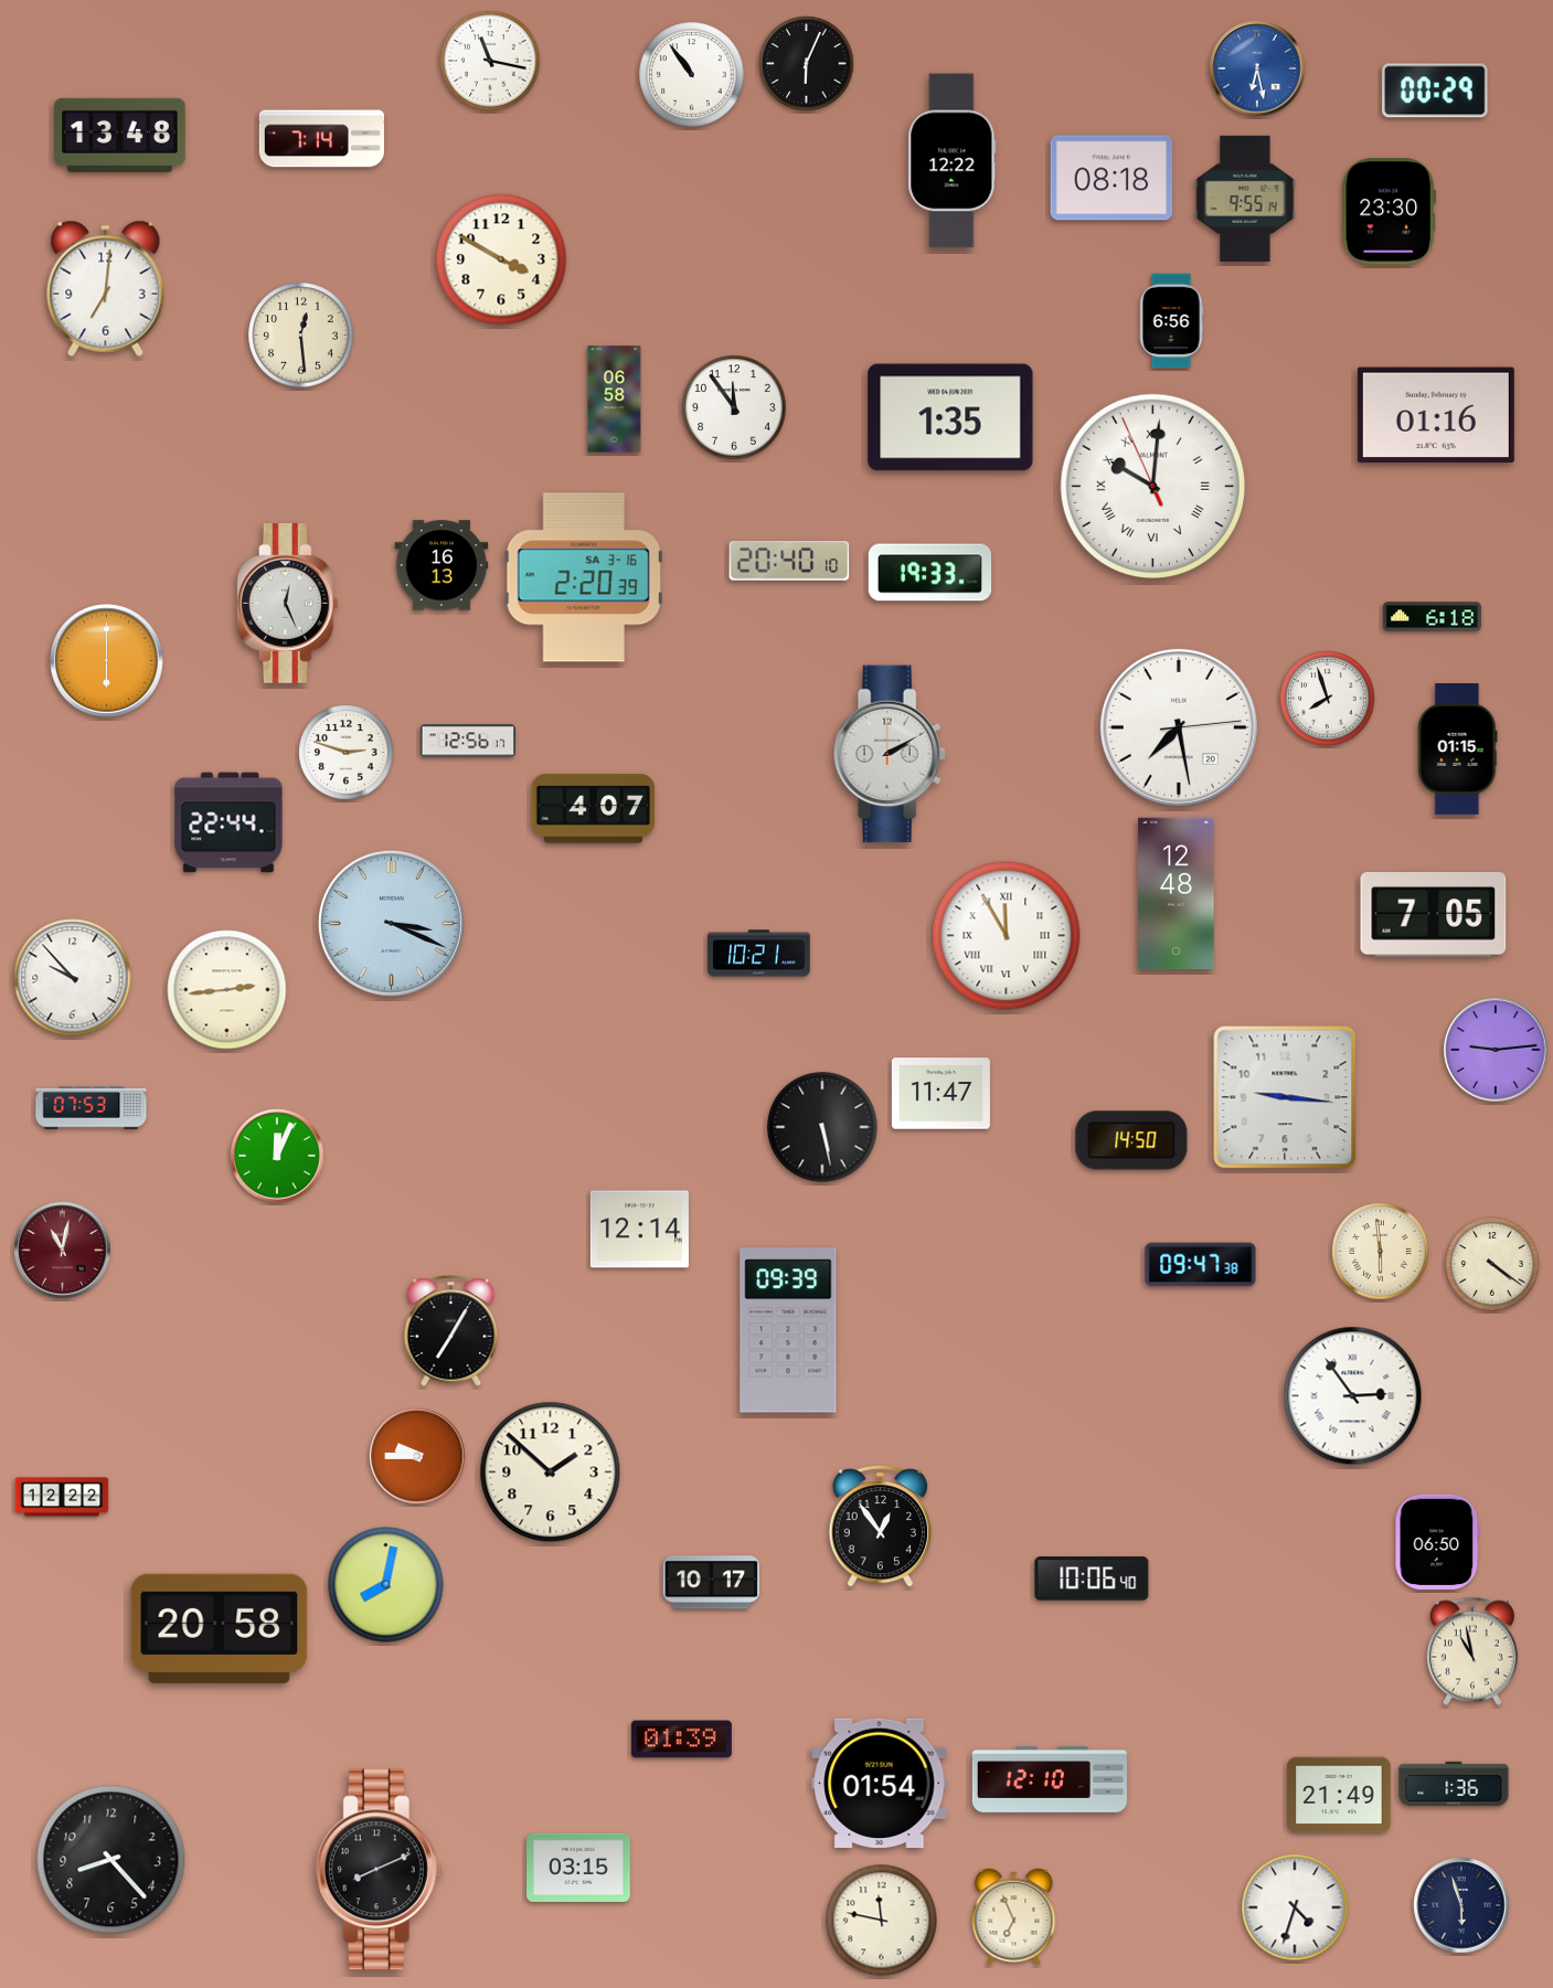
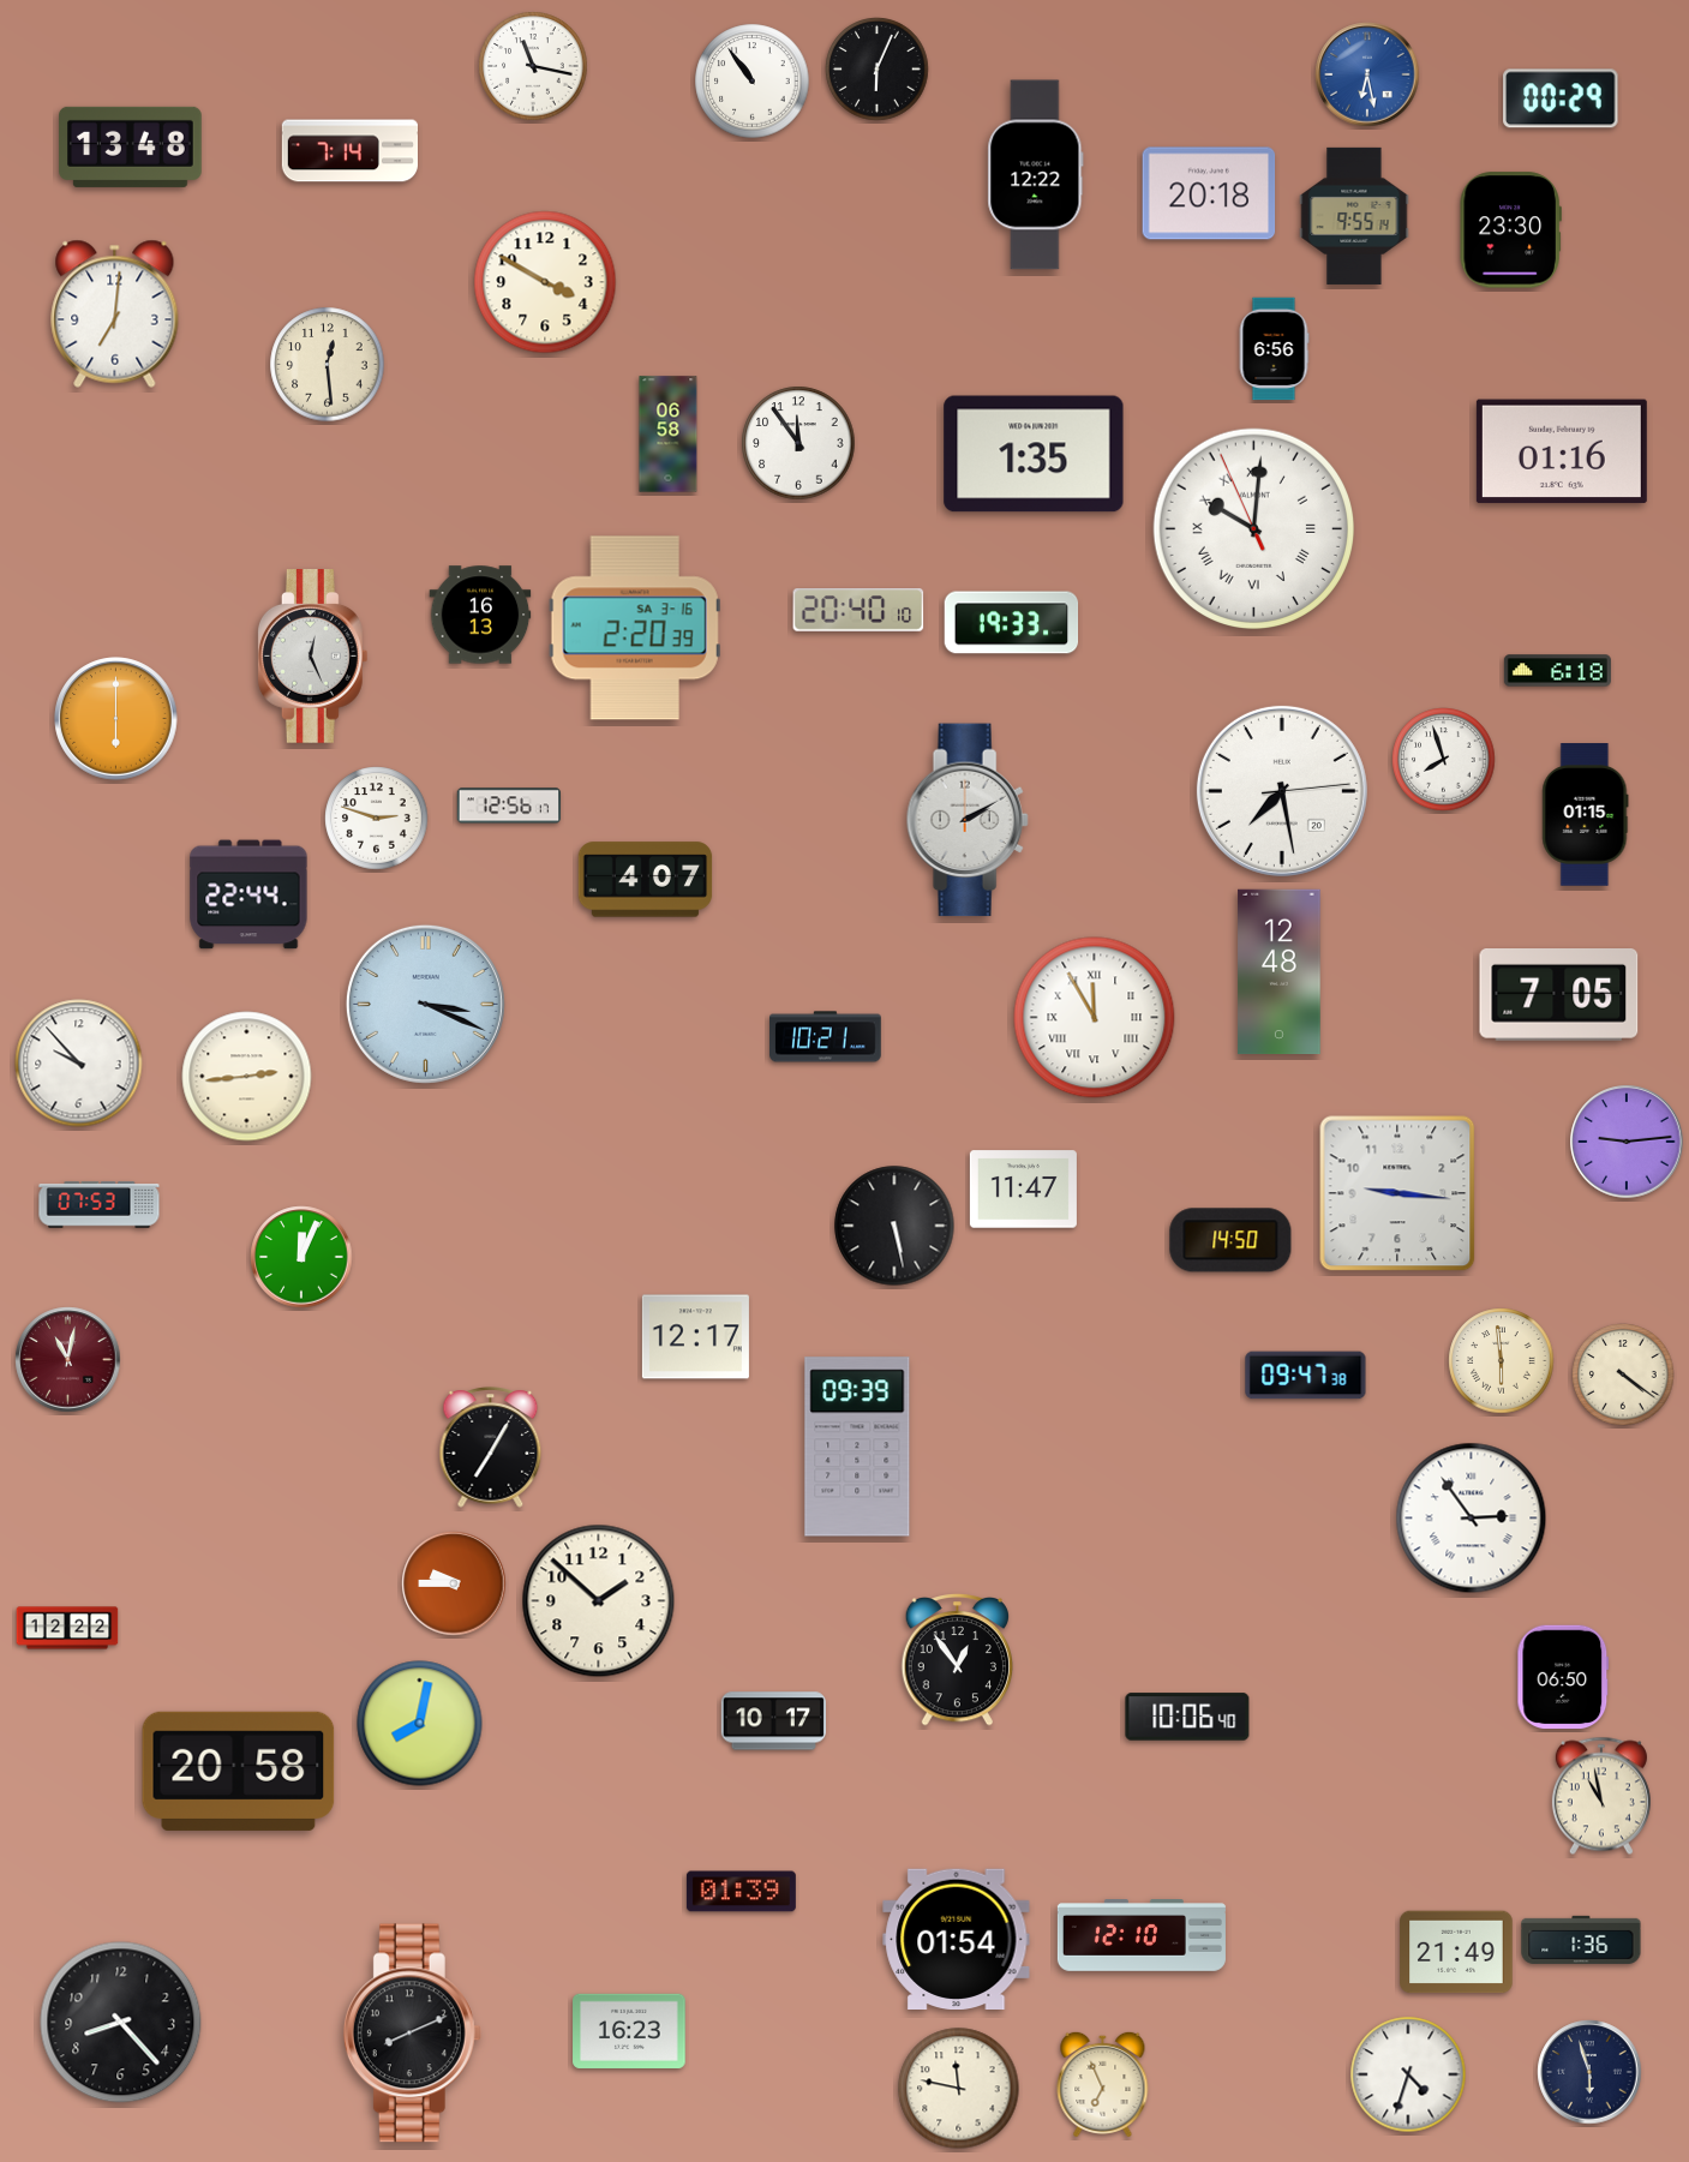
clock at (1111, 178): 08:18 -> 20:18
clock at (639, 1230): 12:14 -> 12:17
clock at (578, 1868): 03:15 -> 16:23
